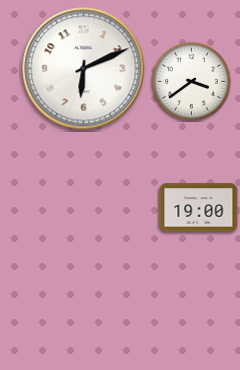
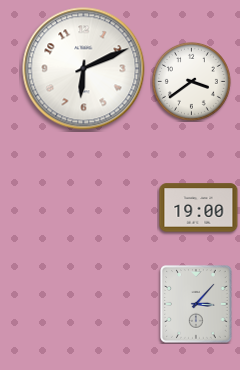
clock at (197, 304): none -> 3:07
